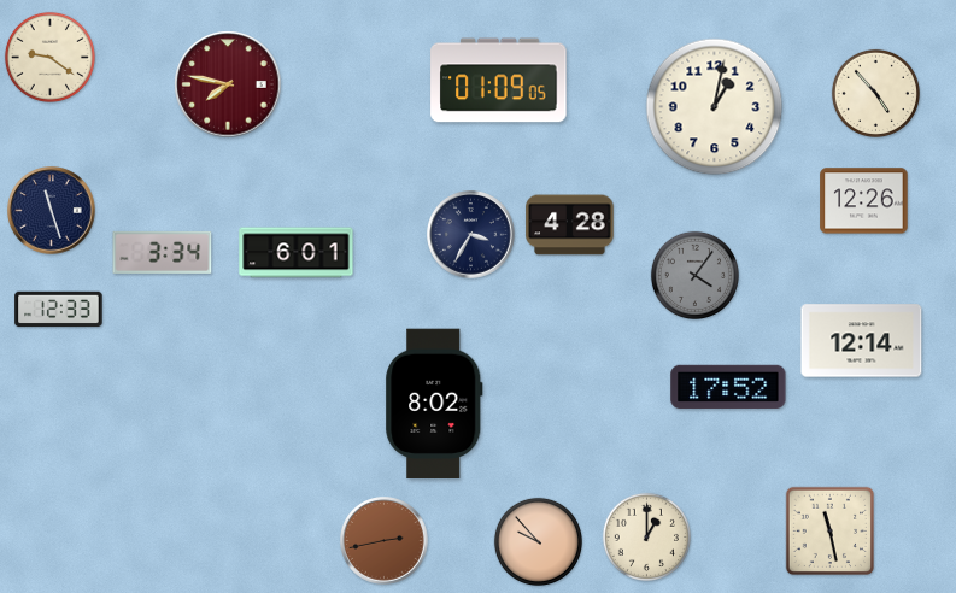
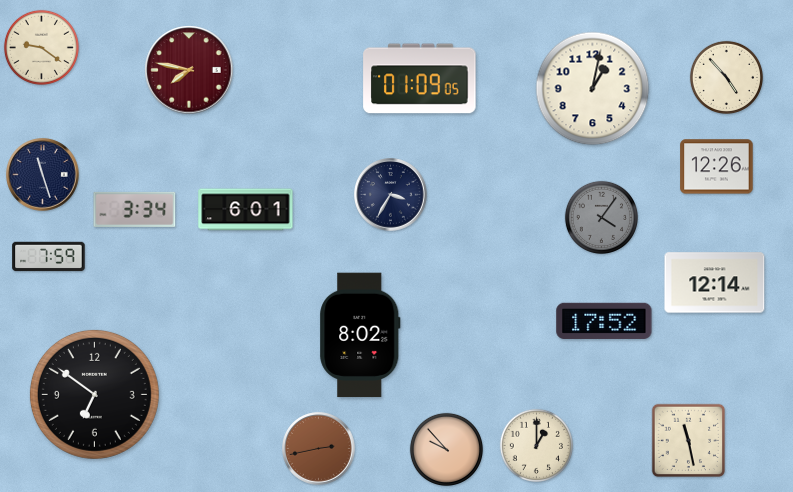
clock at (499, 81) position: (499, 81) -> (420, 79)
clock at (570, 225): 4:28 -> none
clock at (694, 275) position: (694, 275) -> (601, 217)
clock at (59, 310): 12:33 -> 7:59
clock at (94, 394): none -> 6:51
